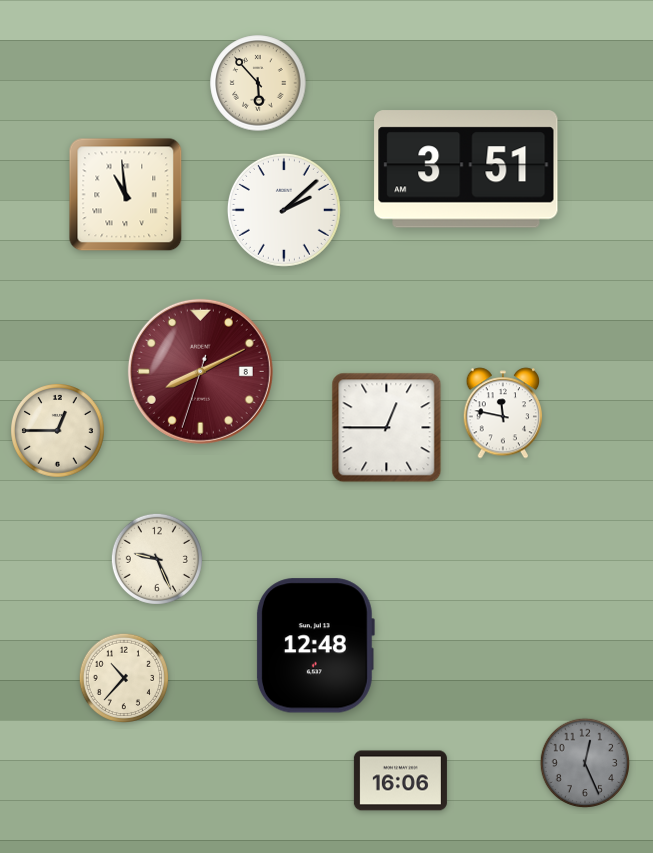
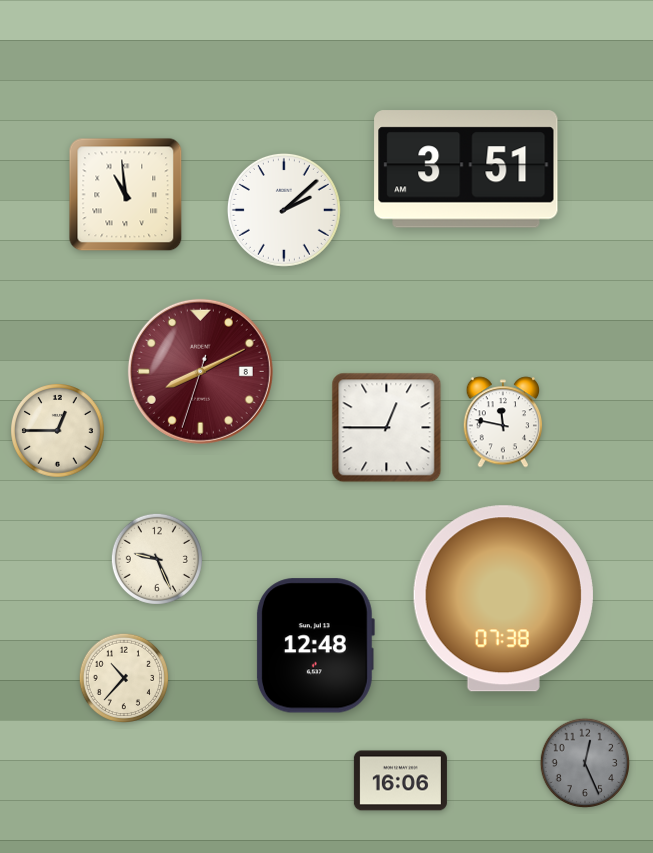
clock at (258, 83): 5:53 -> none
clock at (503, 413) position: (503, 413) -> (503, 422)
clock at (503, 599): none -> 07:38
